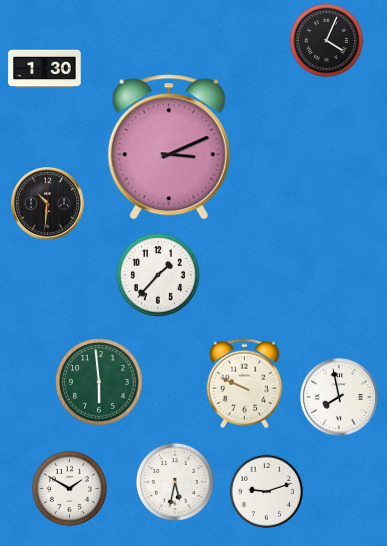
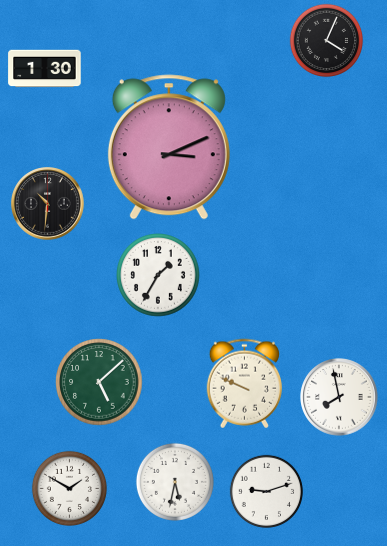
clock at (159, 276): 1:37 -> 1:35
clock at (99, 382): 5:59 -> 5:08
